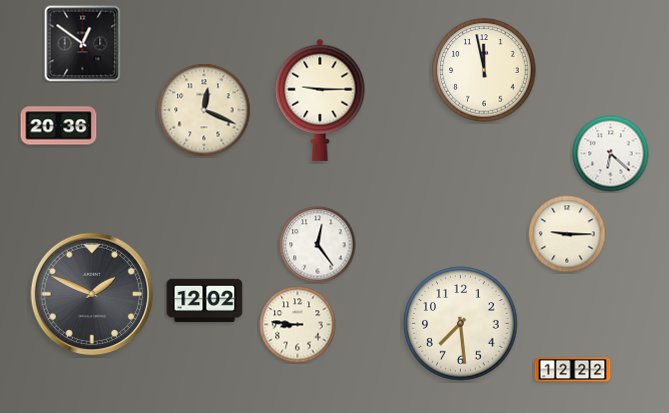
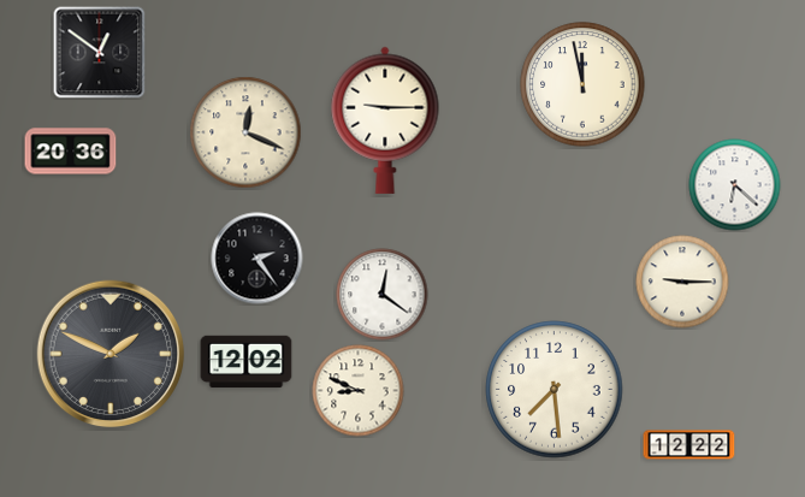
clock at (258, 259): none -> 2:24
clock at (318, 245): 12:24 -> 12:21
clock at (298, 325): 8:46 -> 8:49
